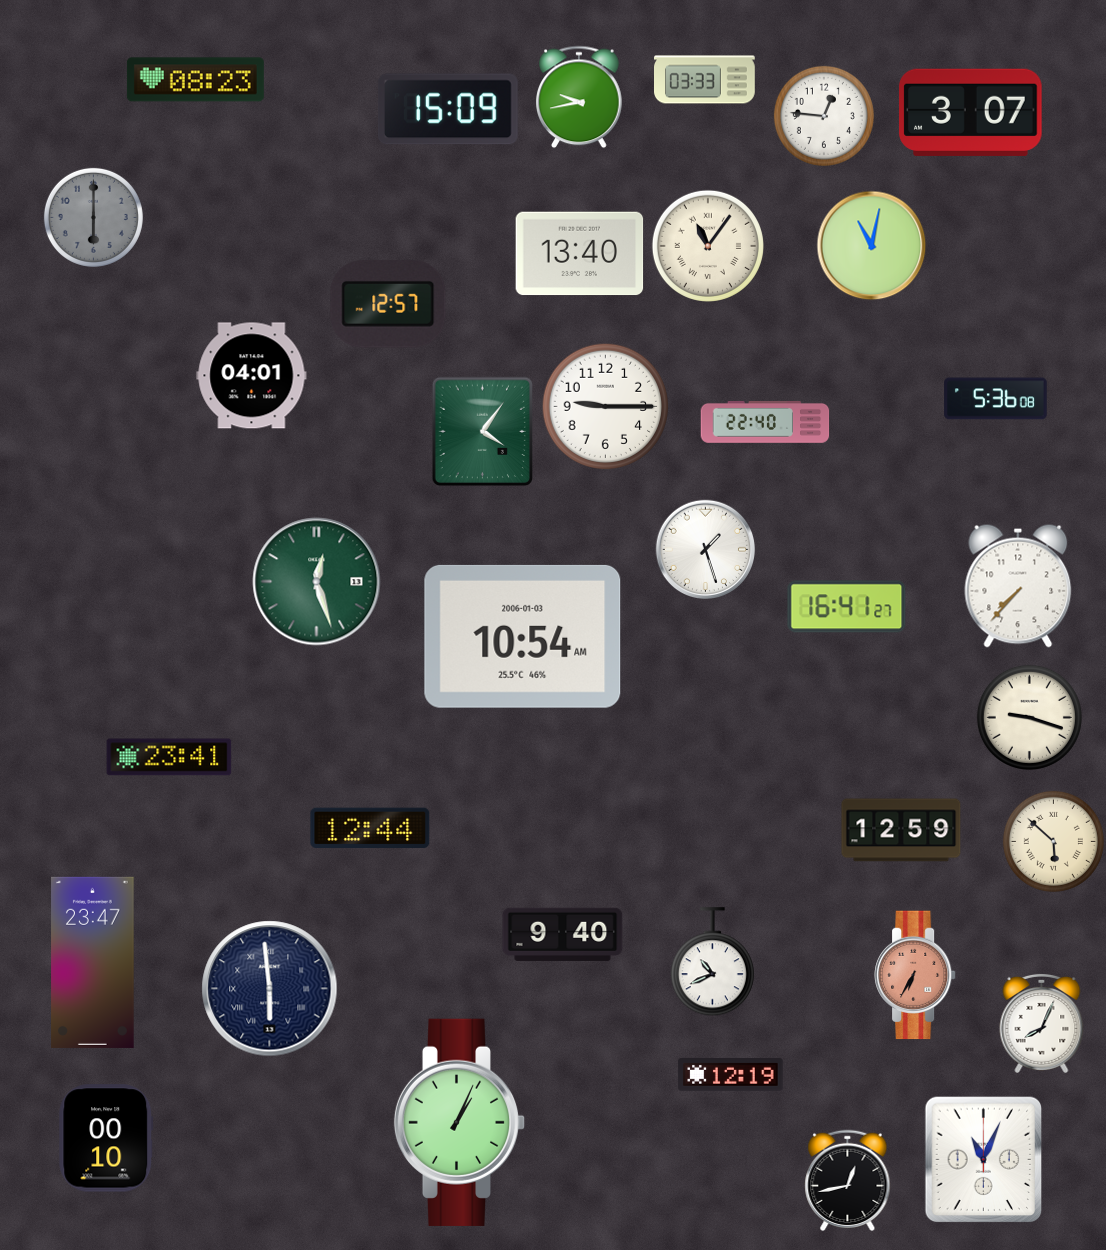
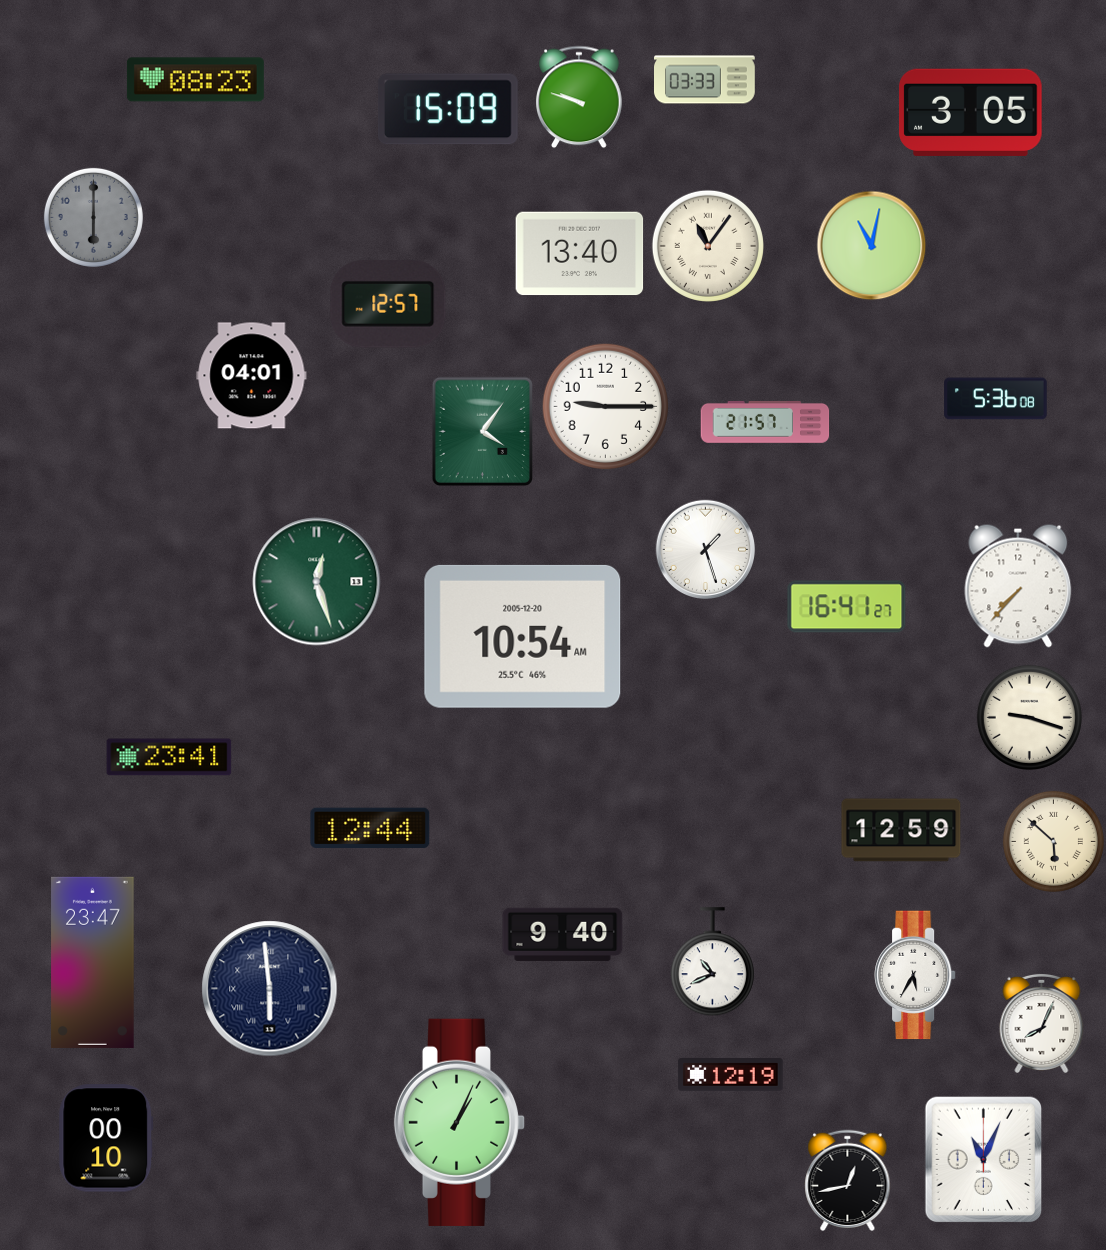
clock at (579, 97): 9:43 -> 9:48
clock at (971, 112): 3:07 -> 3:05
clock at (824, 116): 12:46 -> none
clock at (765, 422): 22:40 -> 21:57
clock at (523, 636) date: 2006-01-03 -> 2005-12-20
clock at (916, 975): 6:35 -> 5:35
clock at (916, 975) dial: salmon -> white
